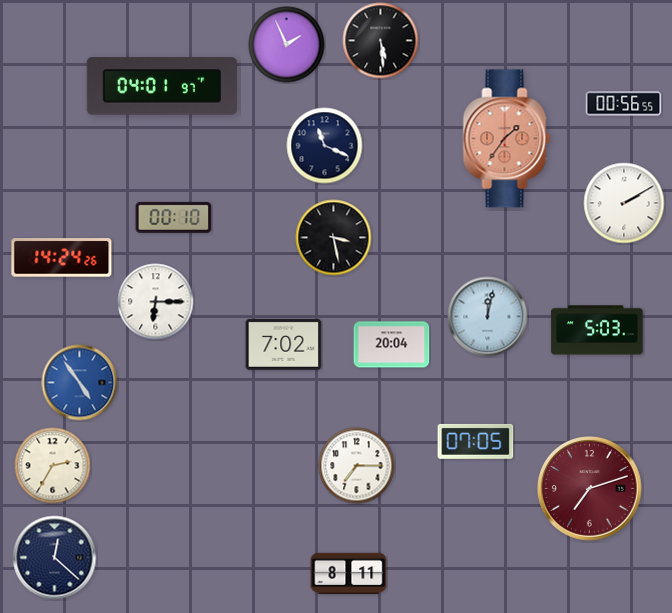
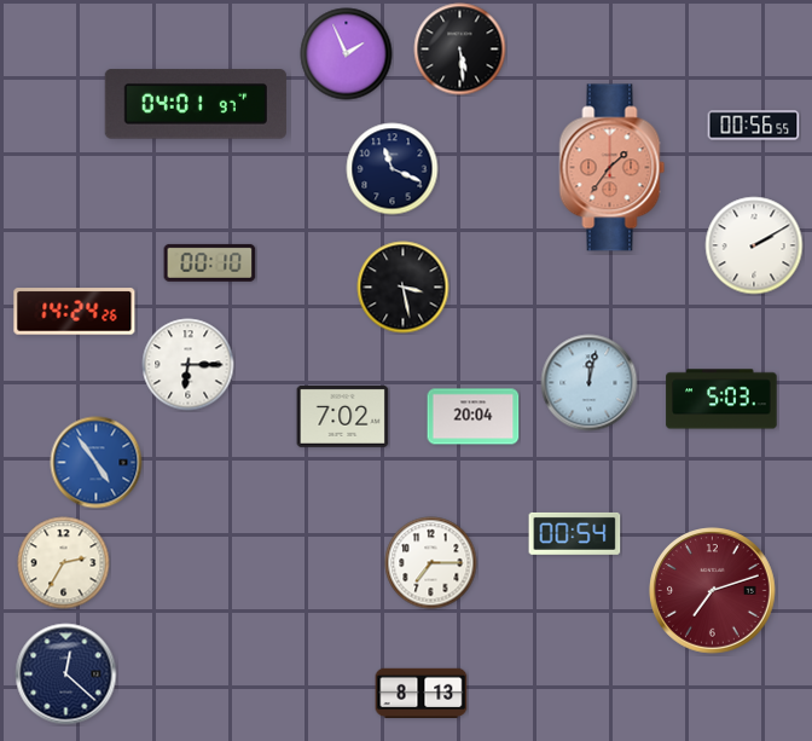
clock at (325, 146) position: (325, 146) -> (393, 169)
clock at (476, 441): 07:05 -> 00:54
clock at (349, 574): 8:11 -> 8:13
